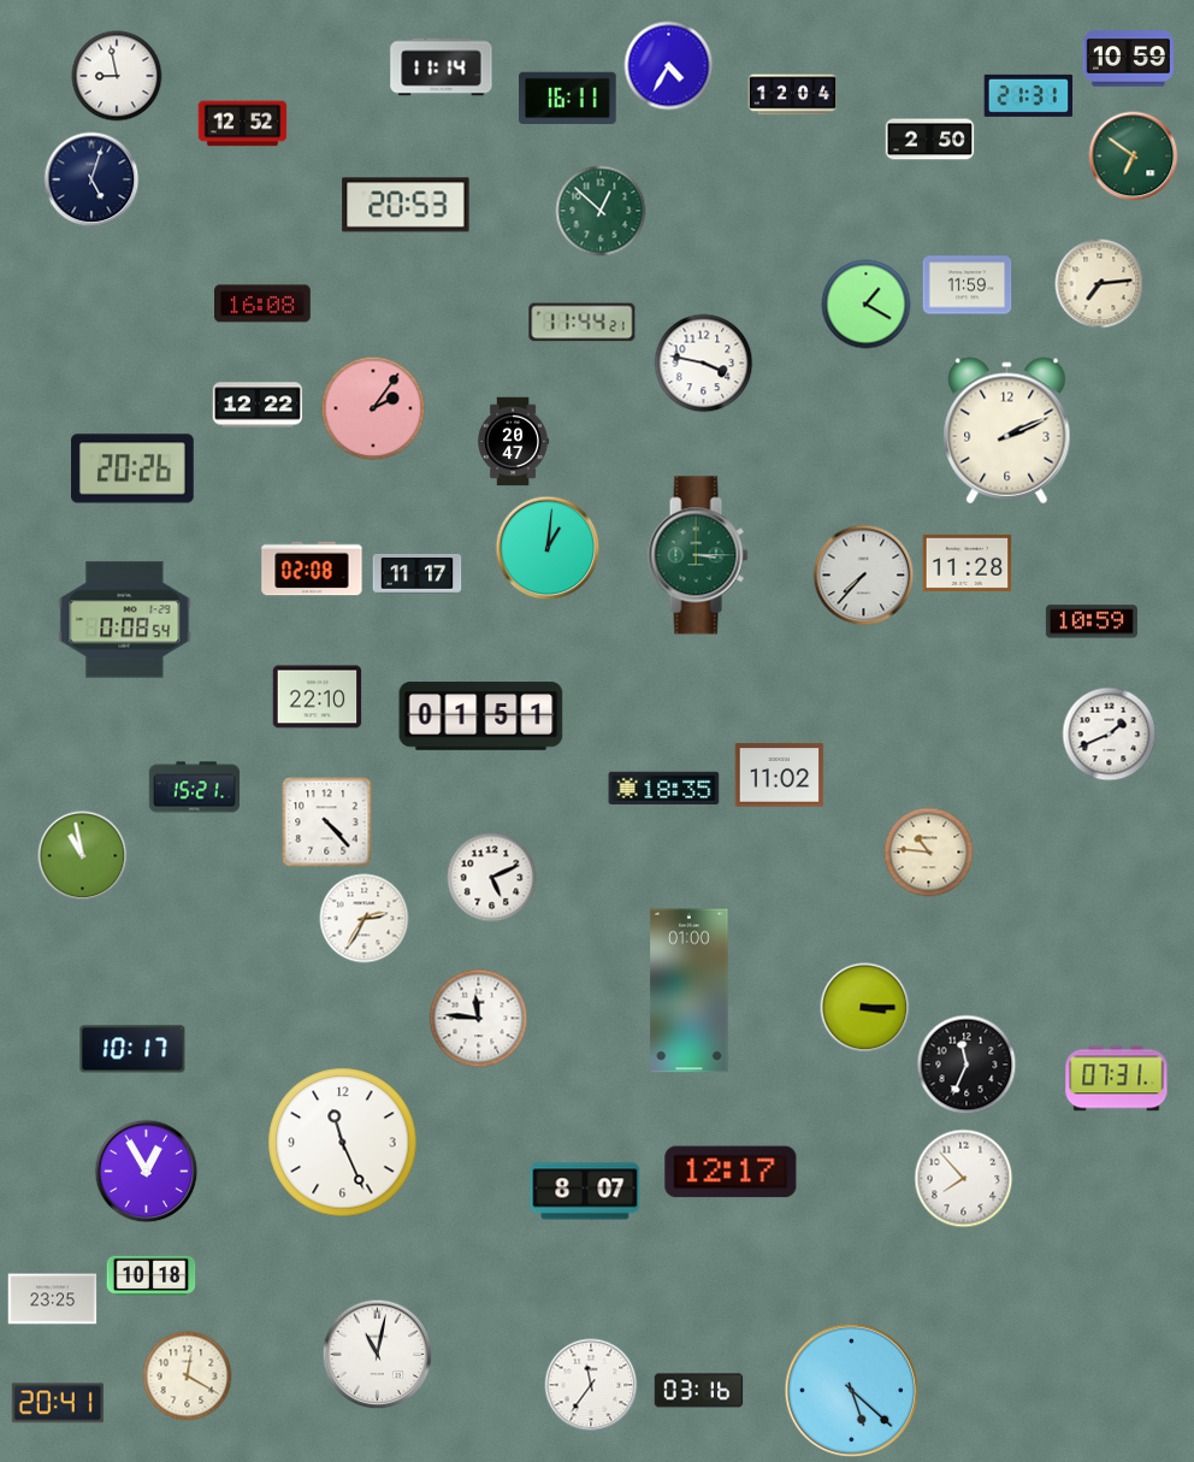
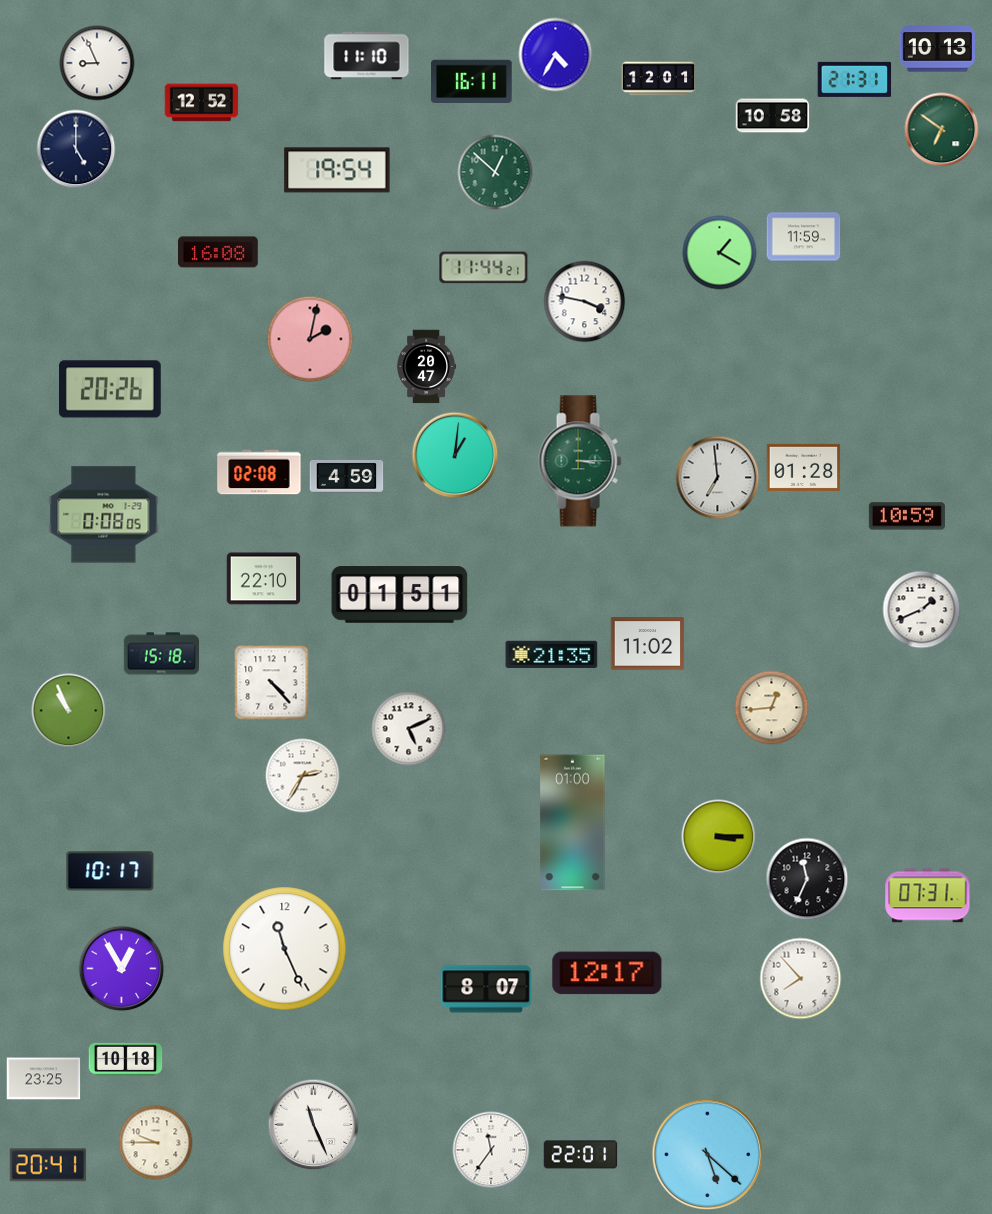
clock at (1128, 59): 10:59 -> 10:13
clock at (442, 67): 11:14 -> 11:10
clock at (117, 76): 8:58 -> 8:56
clock at (793, 95): 12:04 -> 12:01
clock at (930, 140): 2:50 -> 10:58
clock at (91, 179): 5:03 -> 5:00
clock at (406, 205): 20:53 -> 19:54
clock at (601, 211) position: (601, 211) -> (495, 172)
clock at (1100, 284): 7:14 -> none
clock at (258, 405): 12:22 -> none
clock at (373, 408): 2:06 -> 2:02
clock at (1007, 431): 2:11 -> none
clock at (968, 562): 11:28 -> 01:28
clock at (418, 573): 11:17 -> 4:59
clock at (864, 576): 7:37 -> 6:59
clock at (125, 620): 0:08:54 -> 0:08:05
clock at (194, 788): 15:21 -> 15:18
clock at (664, 788): 18:35 -> 21:35
clock at (929, 853): 10:46 -> 12:44
clock at (83, 856): 10:58 -> 10:56
clock at (365, 919) position: (365, 919) -> (303, 776)
clock at (479, 1019): 11:46 -> none
clock at (967, 1065) position: (967, 1065) -> (807, 879)
clock at (147, 1172) position: (147, 1172) -> (122, 969)
clock at (378, 1355): 11:02 -> 11:26
clock at (188, 1376): 12:20 -> 9:45
clock at (699, 1391): 03:16 -> 22:01
